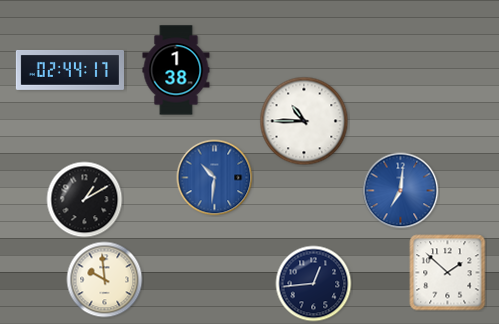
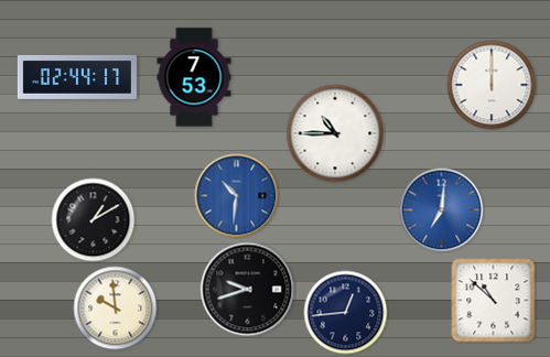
clock at (176, 70): 1:38 -> 7:53
clock at (492, 85): none -> 12:00
clock at (248, 290): none -> 9:42
clock at (448, 273): 1:52 -> 10:52
